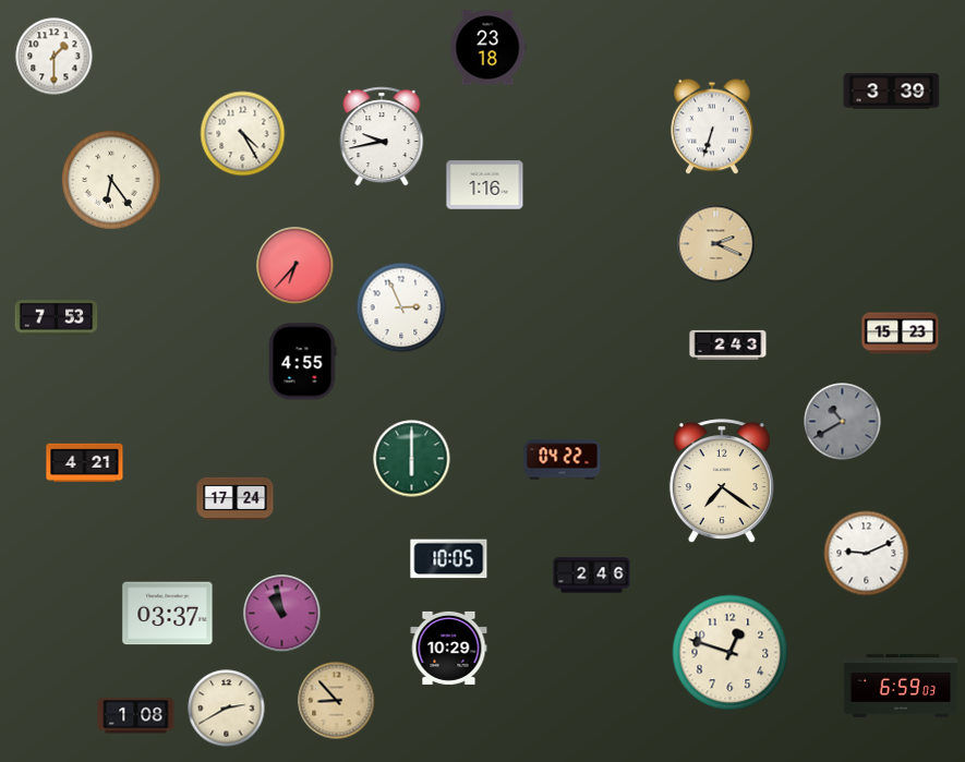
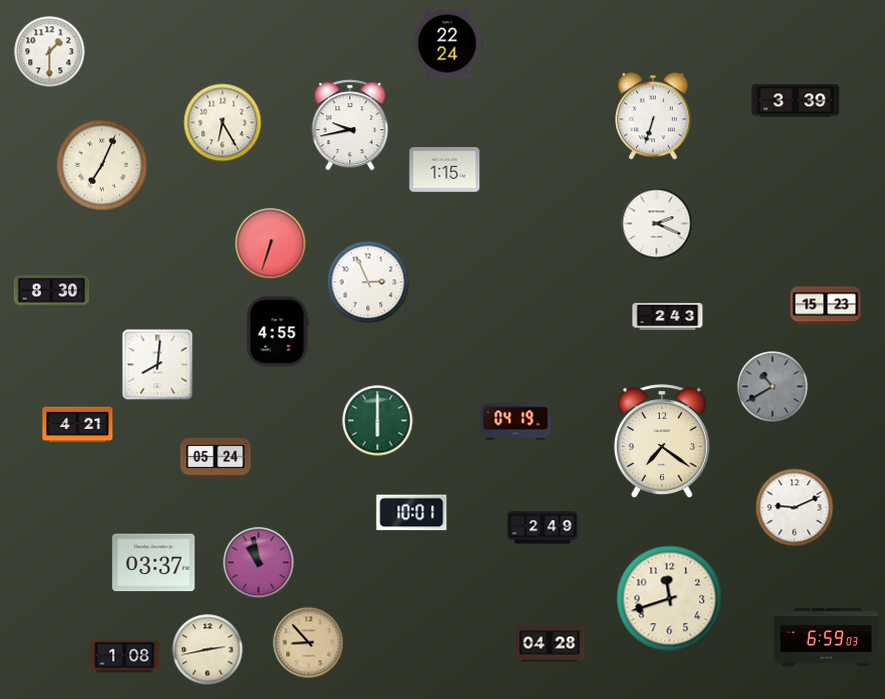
clock at (487, 48): 23:18 -> 22:24
clock at (892, 92) position: (892, 92) -> (796, 101)
clock at (243, 134): 4:25 -> 6:25
clock at (111, 180): 6:24 -> 7:04
clock at (485, 185): 1:16 -> 1:15
clock at (716, 244) dial: champagne -> white
clock at (295, 266): 6:37 -> 6:33
clock at (57, 318): 7:53 -> 8:30
clock at (158, 365): none -> 8:01
clock at (563, 460): 04:22 -> 04:19
clock at (236, 498): 17:24 -> 05:24
clock at (449, 559): 10:05 -> 10:01
clock at (592, 576): 2:46 -> 2:49
clock at (449, 648): 10:29 -> none
clock at (731, 653): 12:48 -> 11:42
clock at (901, 686) position: (901, 686) -> (826, 637)
clock at (550, 644): none -> 04:28
clock at (227, 709): 2:40 -> 2:43
